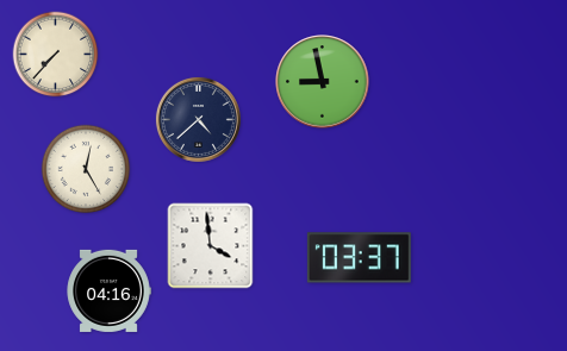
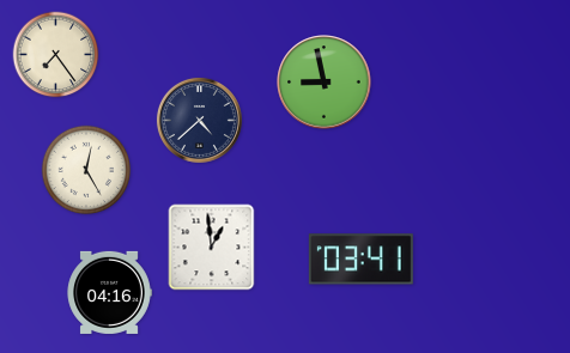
clock at (56, 55): 7:37 -> 7:24
clock at (211, 246): 3:59 -> 12:59
clock at (359, 258): 03:37 -> 03:41
